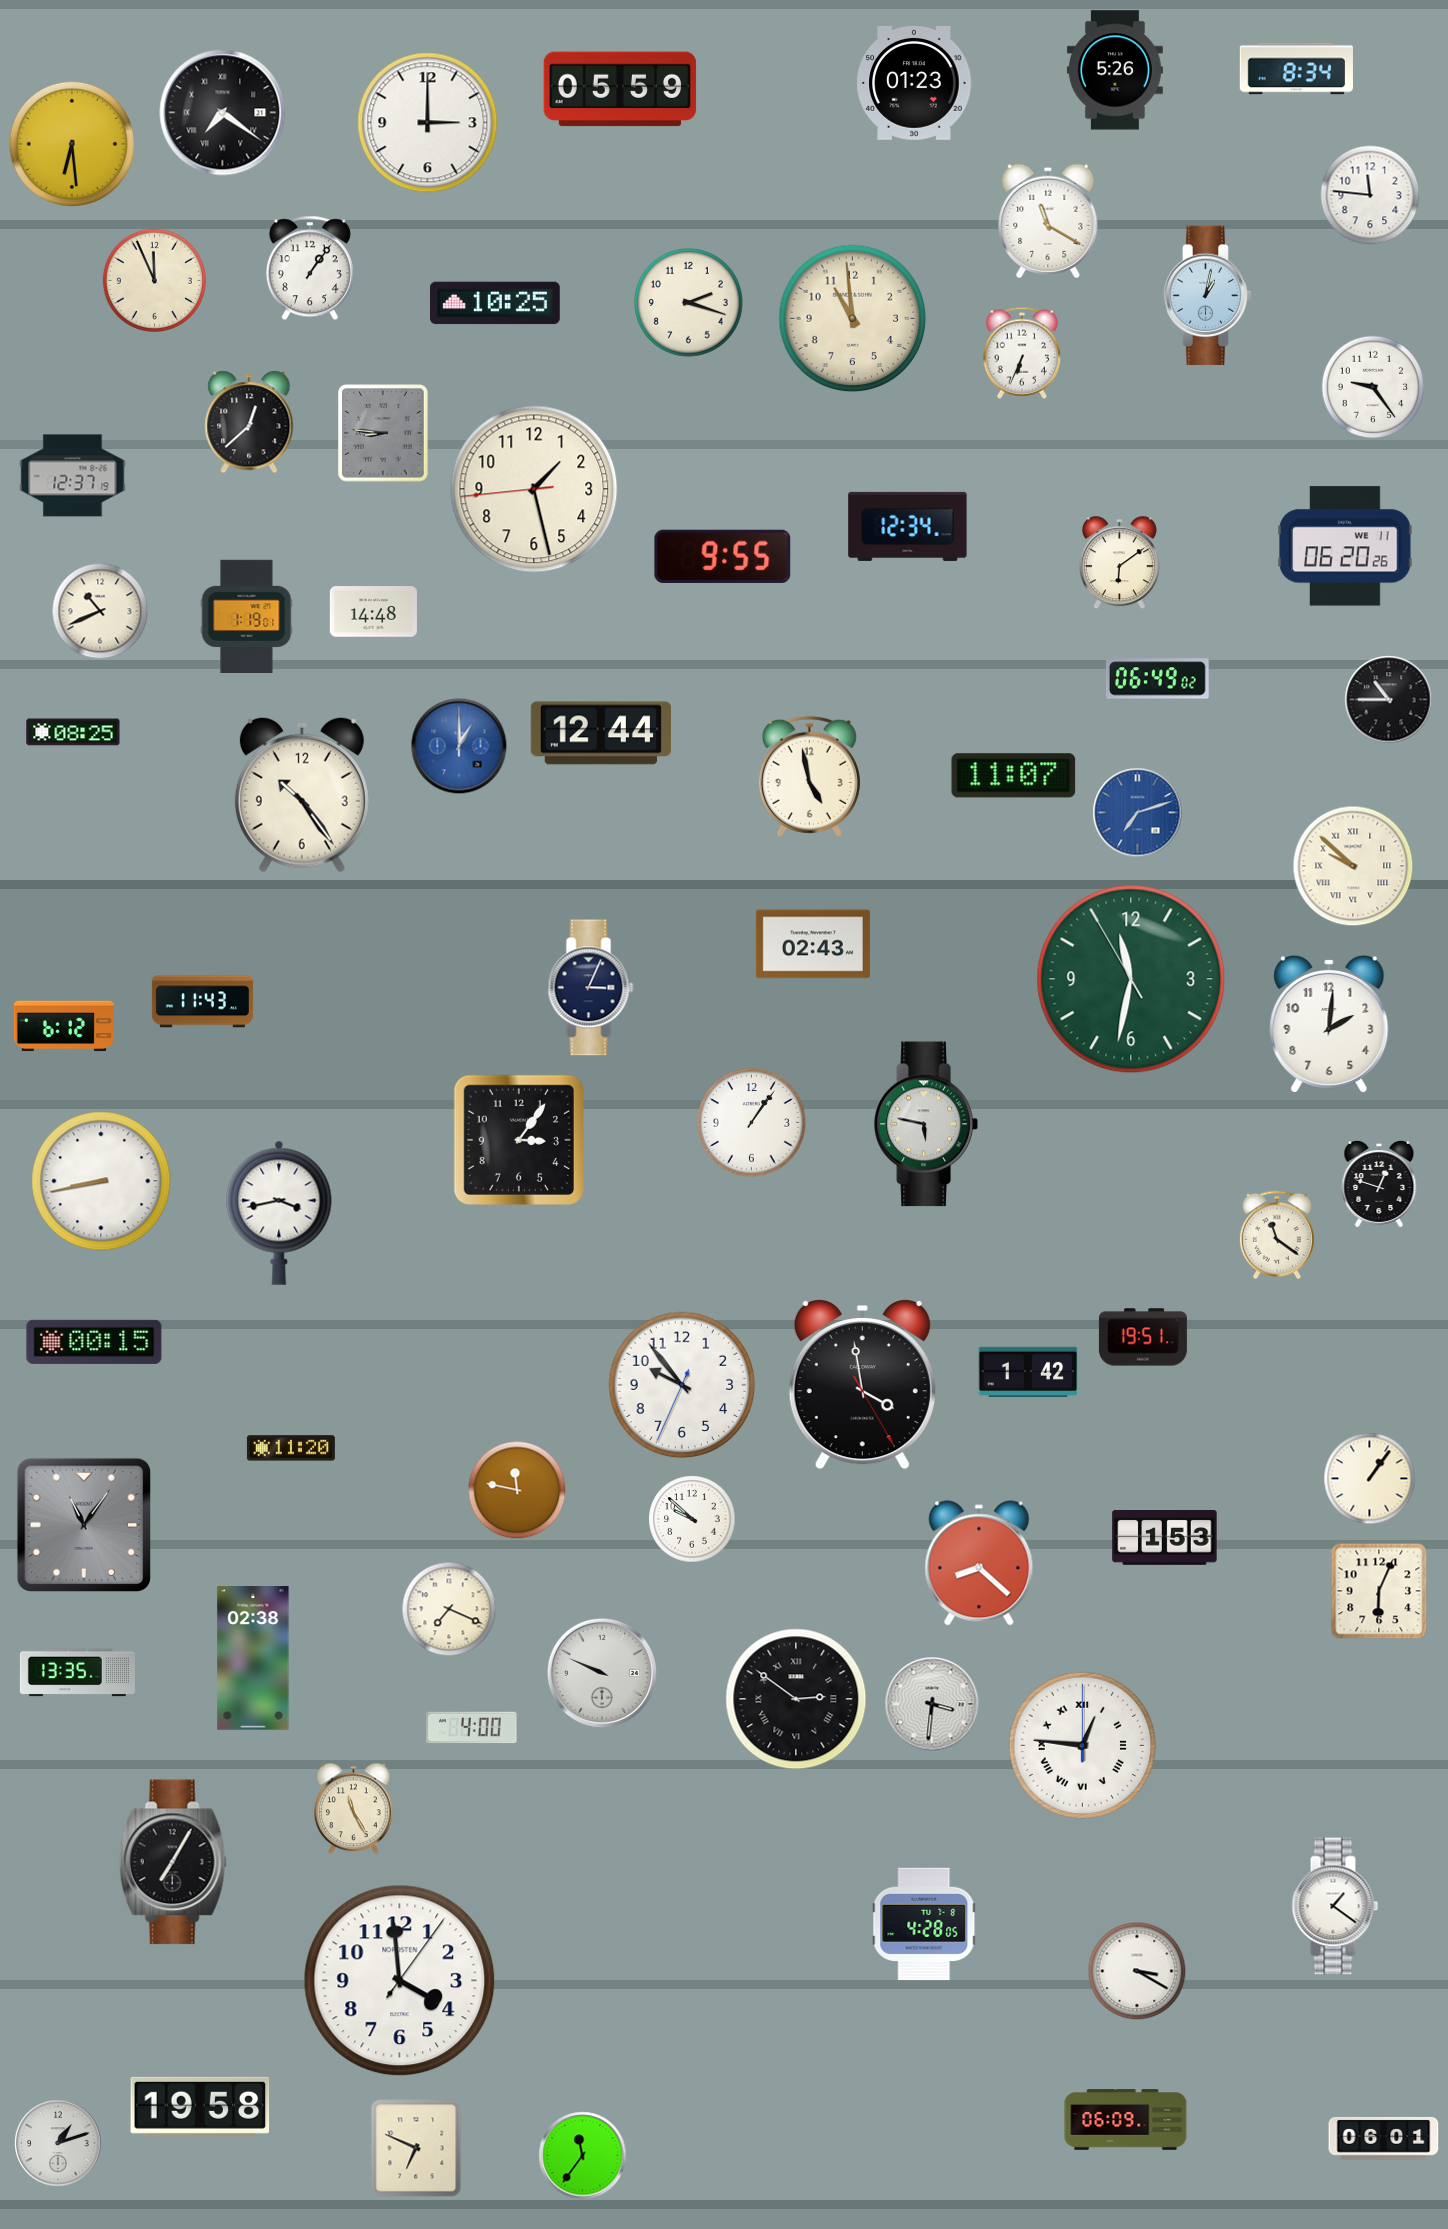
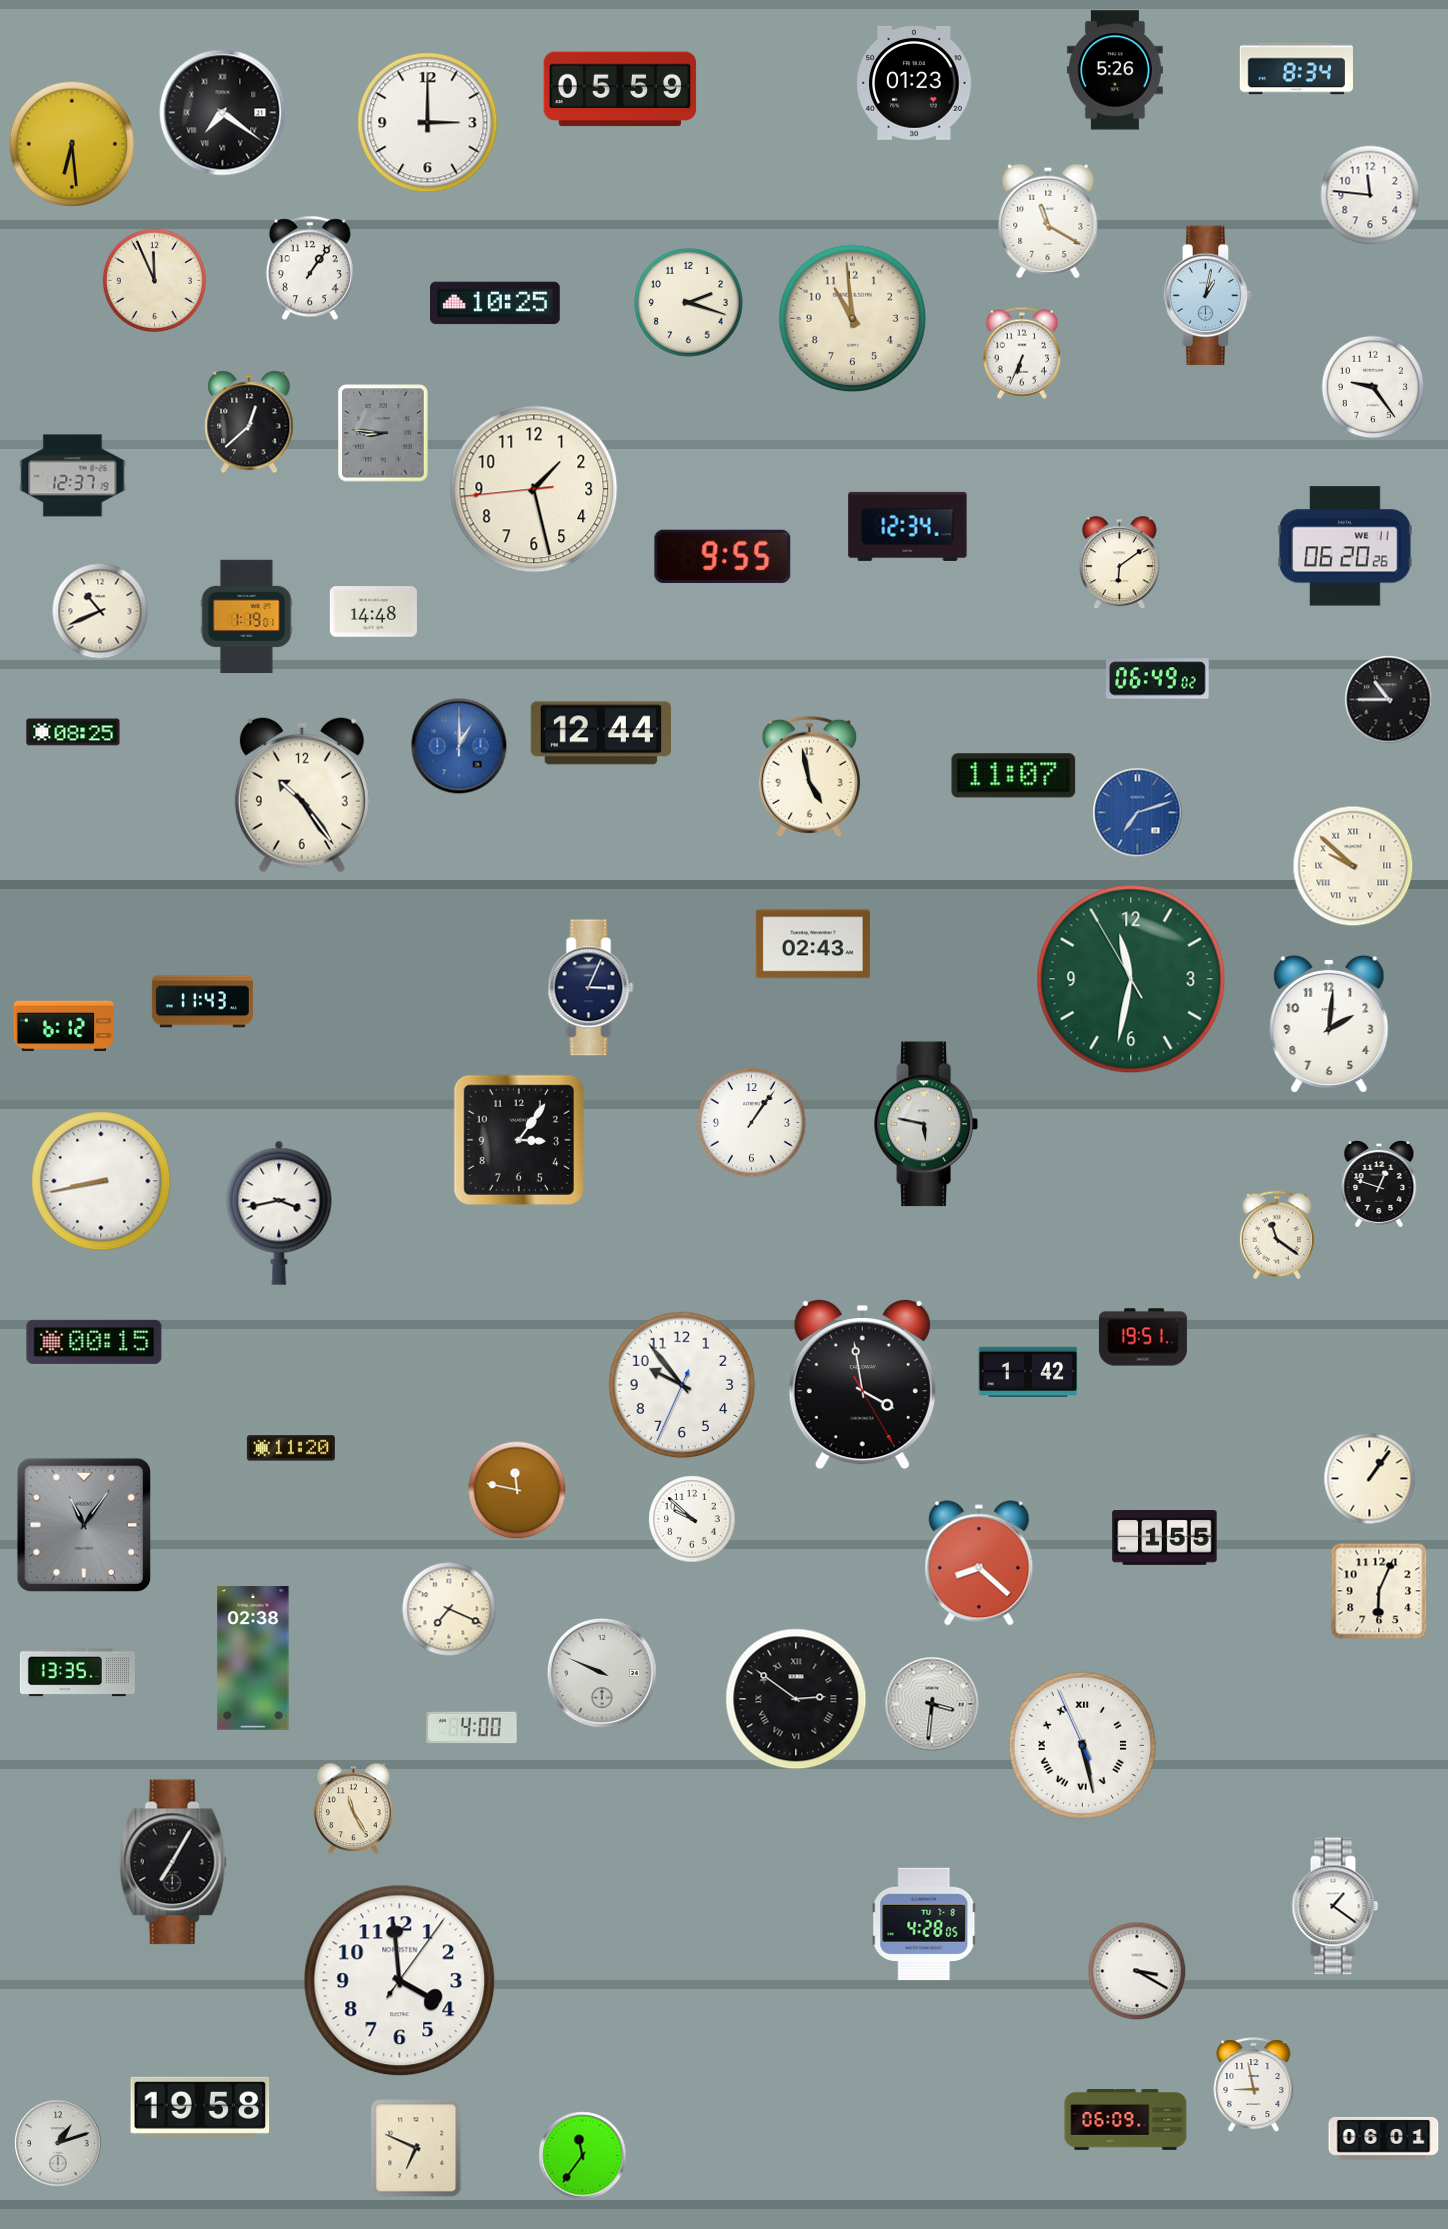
clock at (1165, 1538): 1:53 -> 1:55
clock at (1083, 1746): 12:46 -> 5:27
clock at (1254, 2085): none -> 8:58
